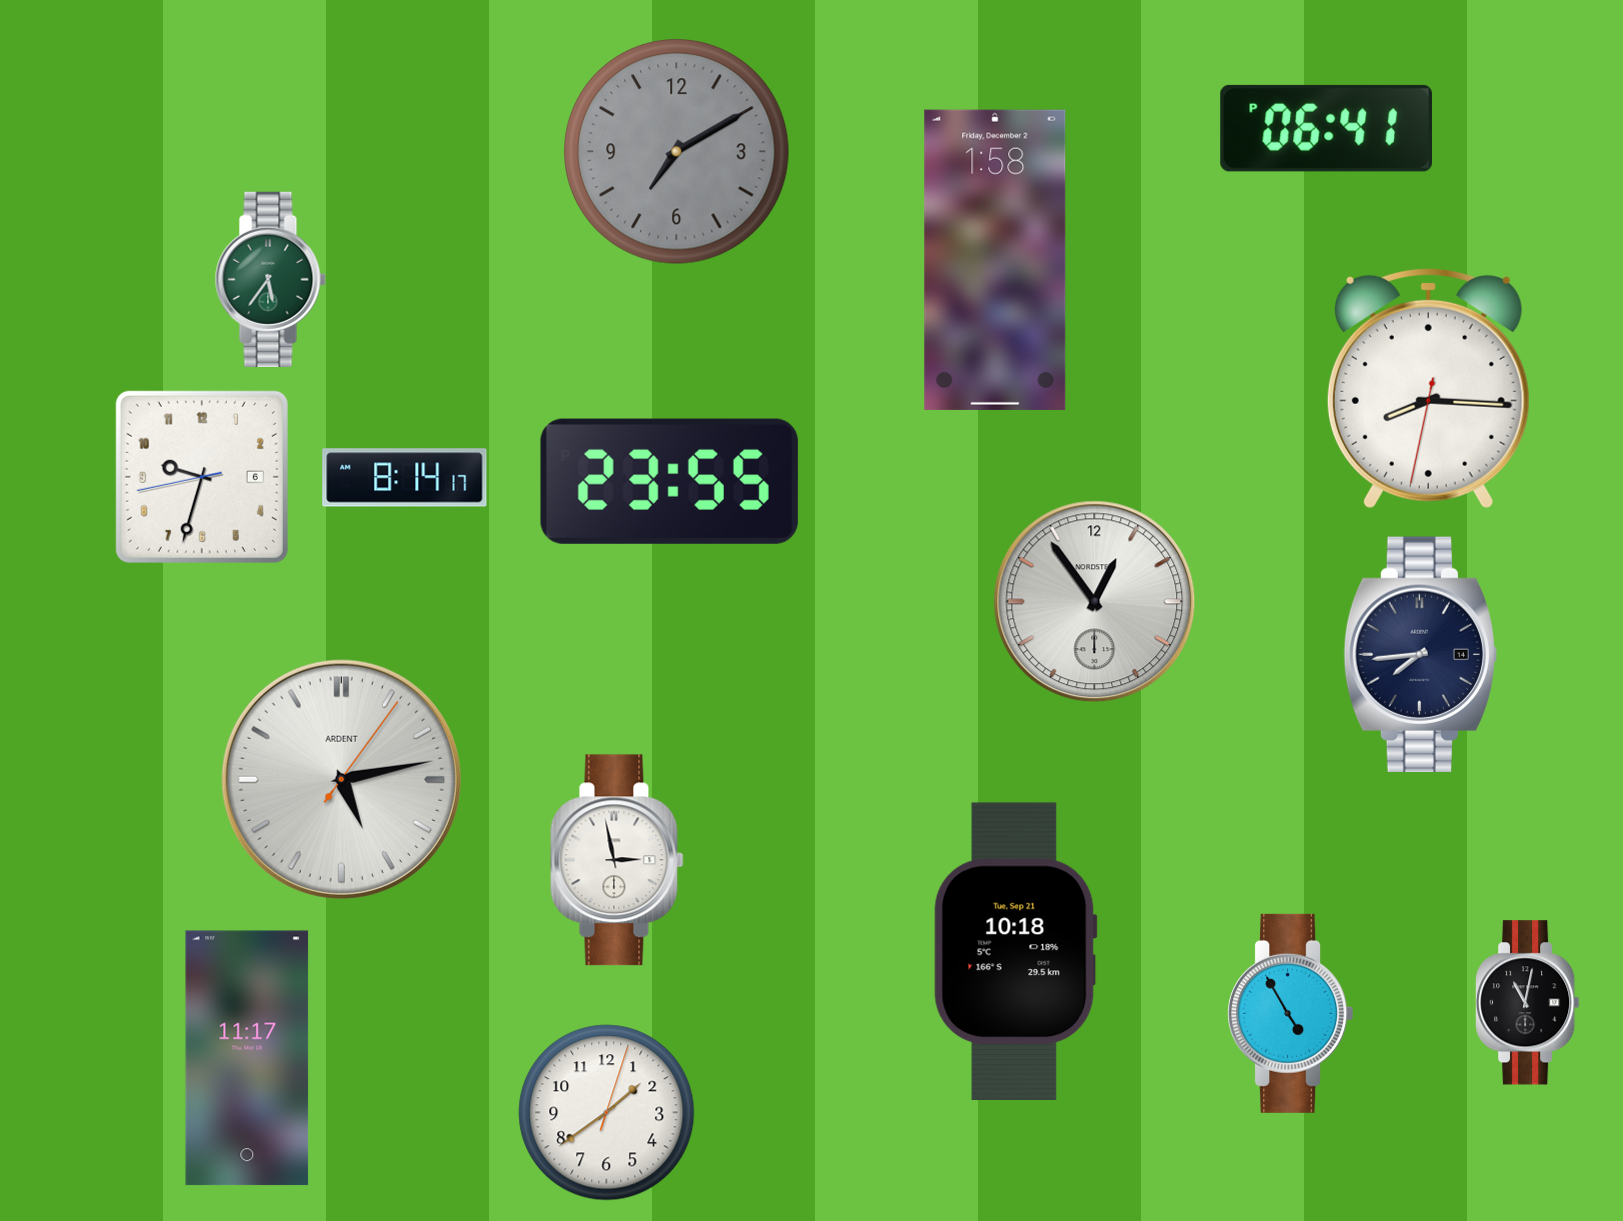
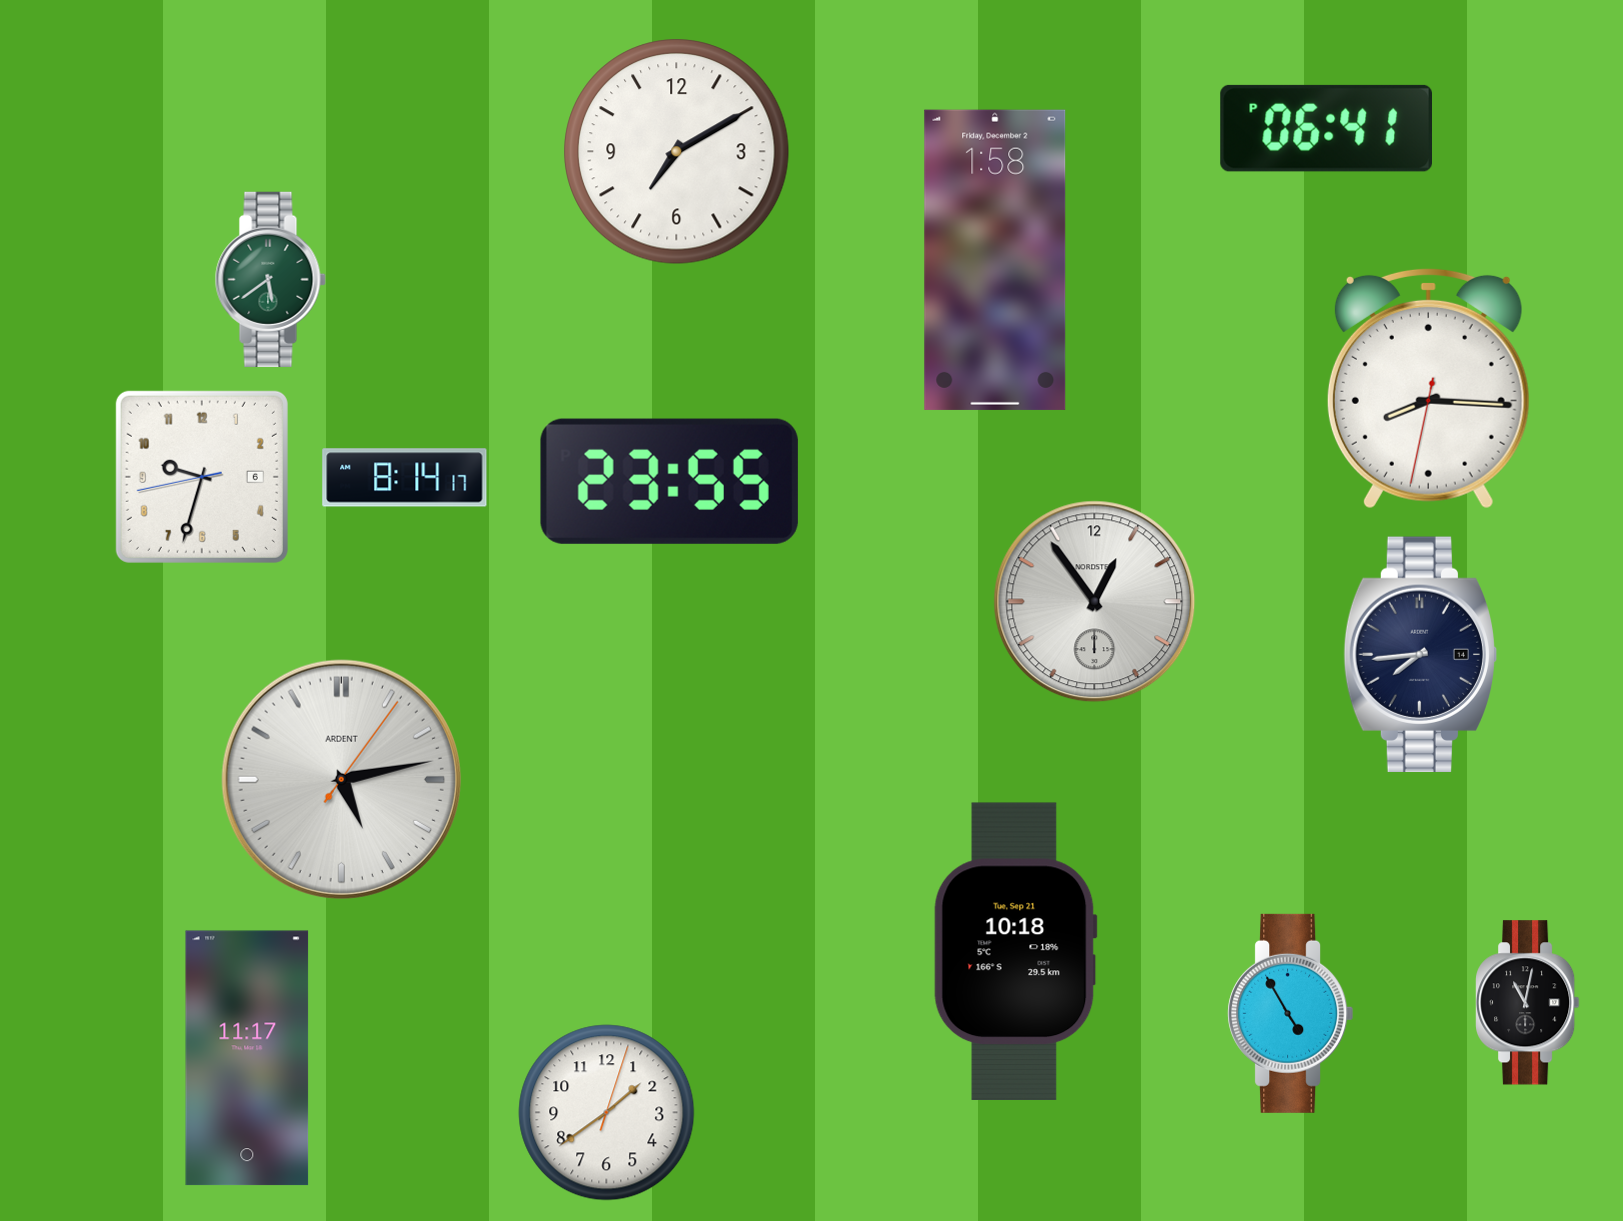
clock at (677, 152) dial: grey -> white
clock at (270, 279): 5:36 -> 5:39
clock at (617, 860): 2:58 -> none
